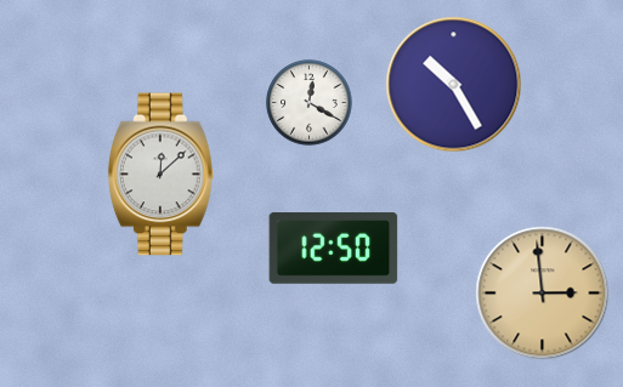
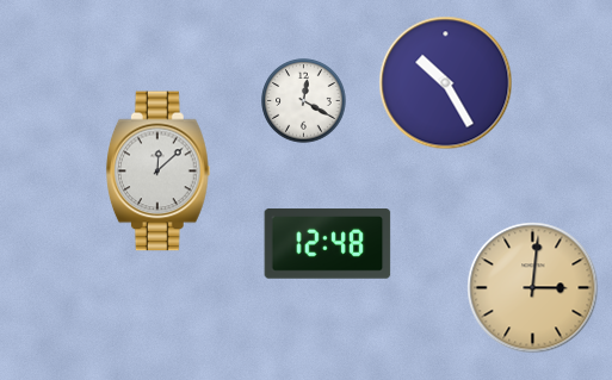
clock at (334, 249): 12:50 -> 12:48
clock at (543, 294): 2:59 -> 3:01
